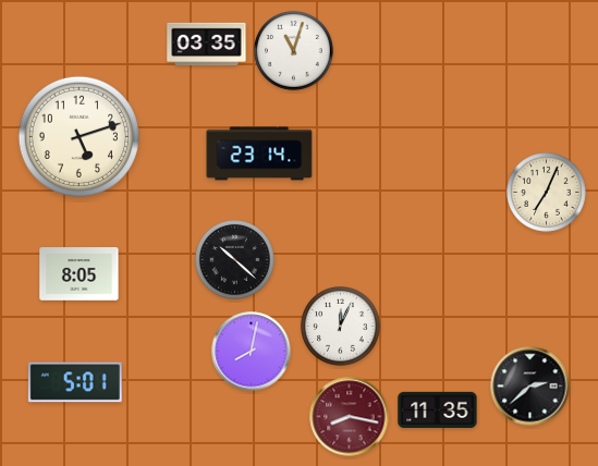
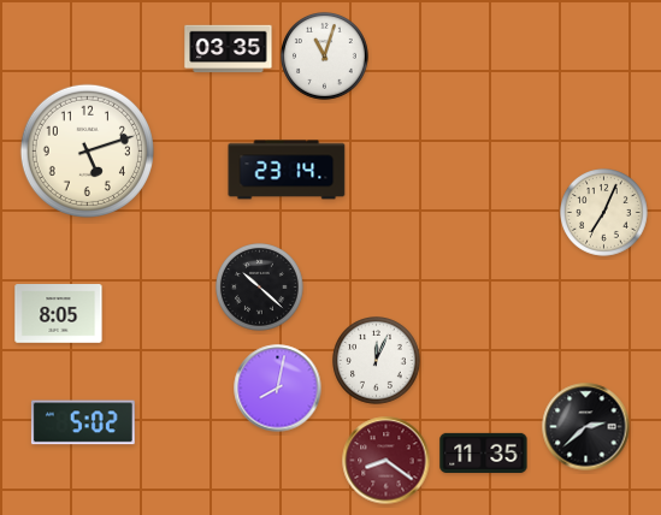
clock at (80, 274) position: (80, 274) -> (59, 314)
clock at (75, 382): 5:01 -> 5:02
clock at (350, 417): 8:17 -> 8:21
